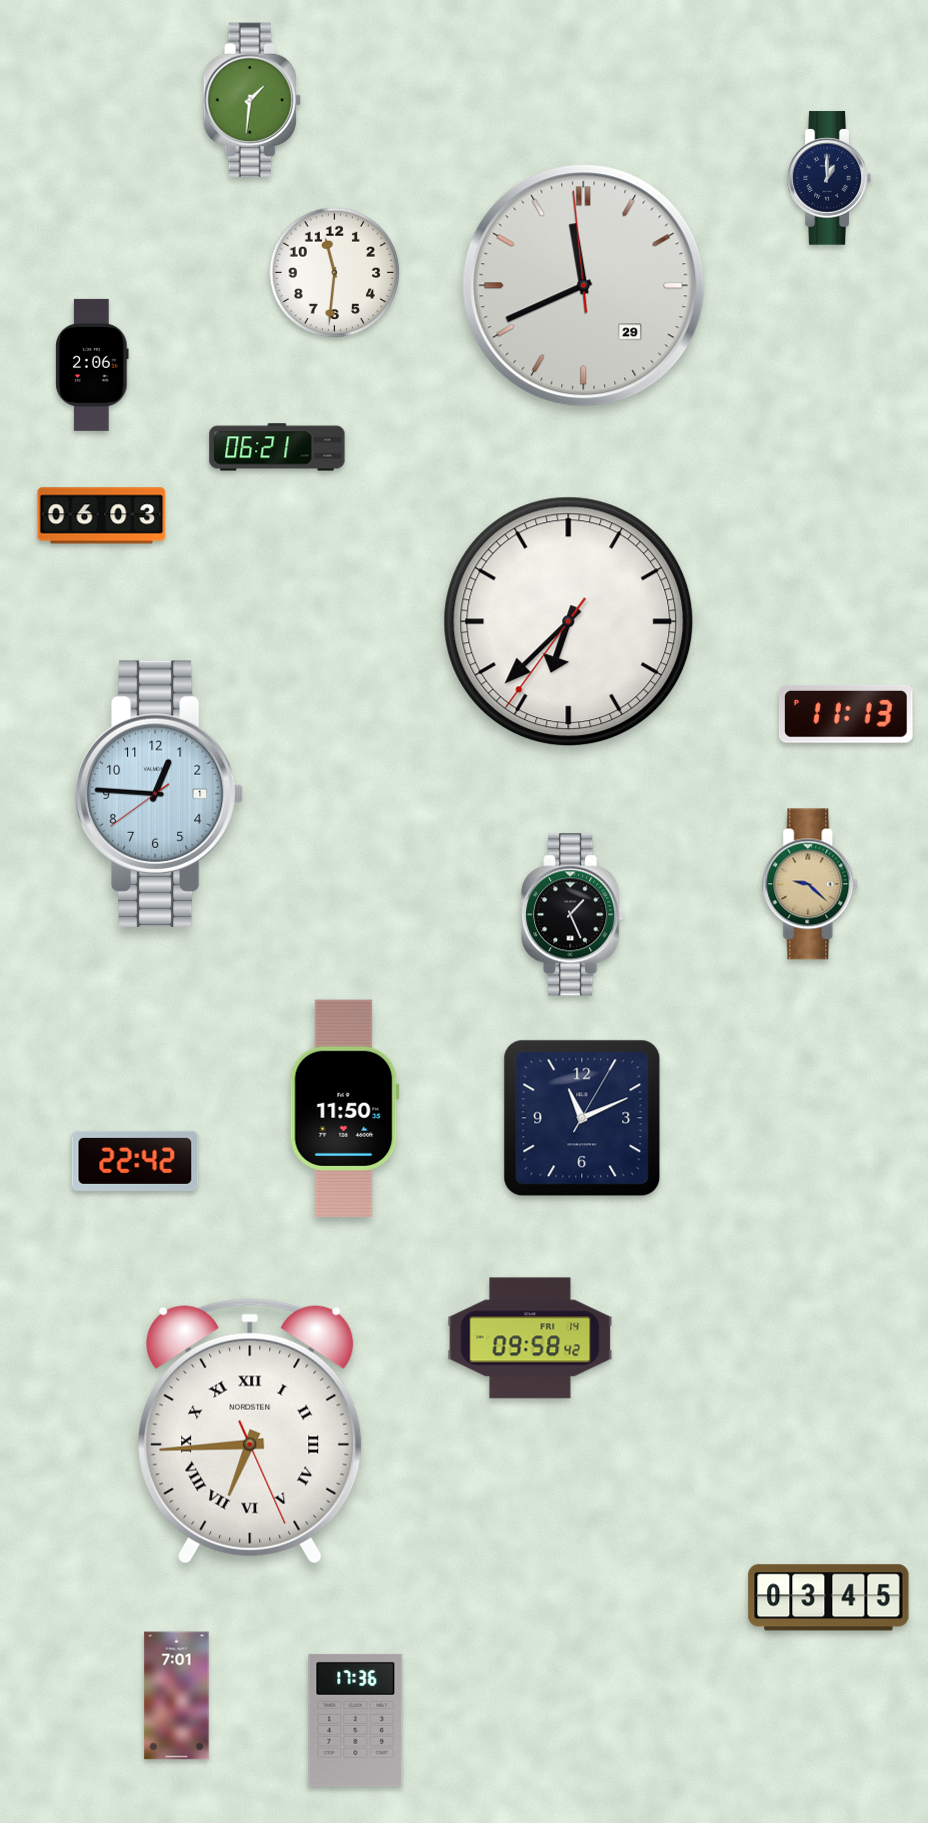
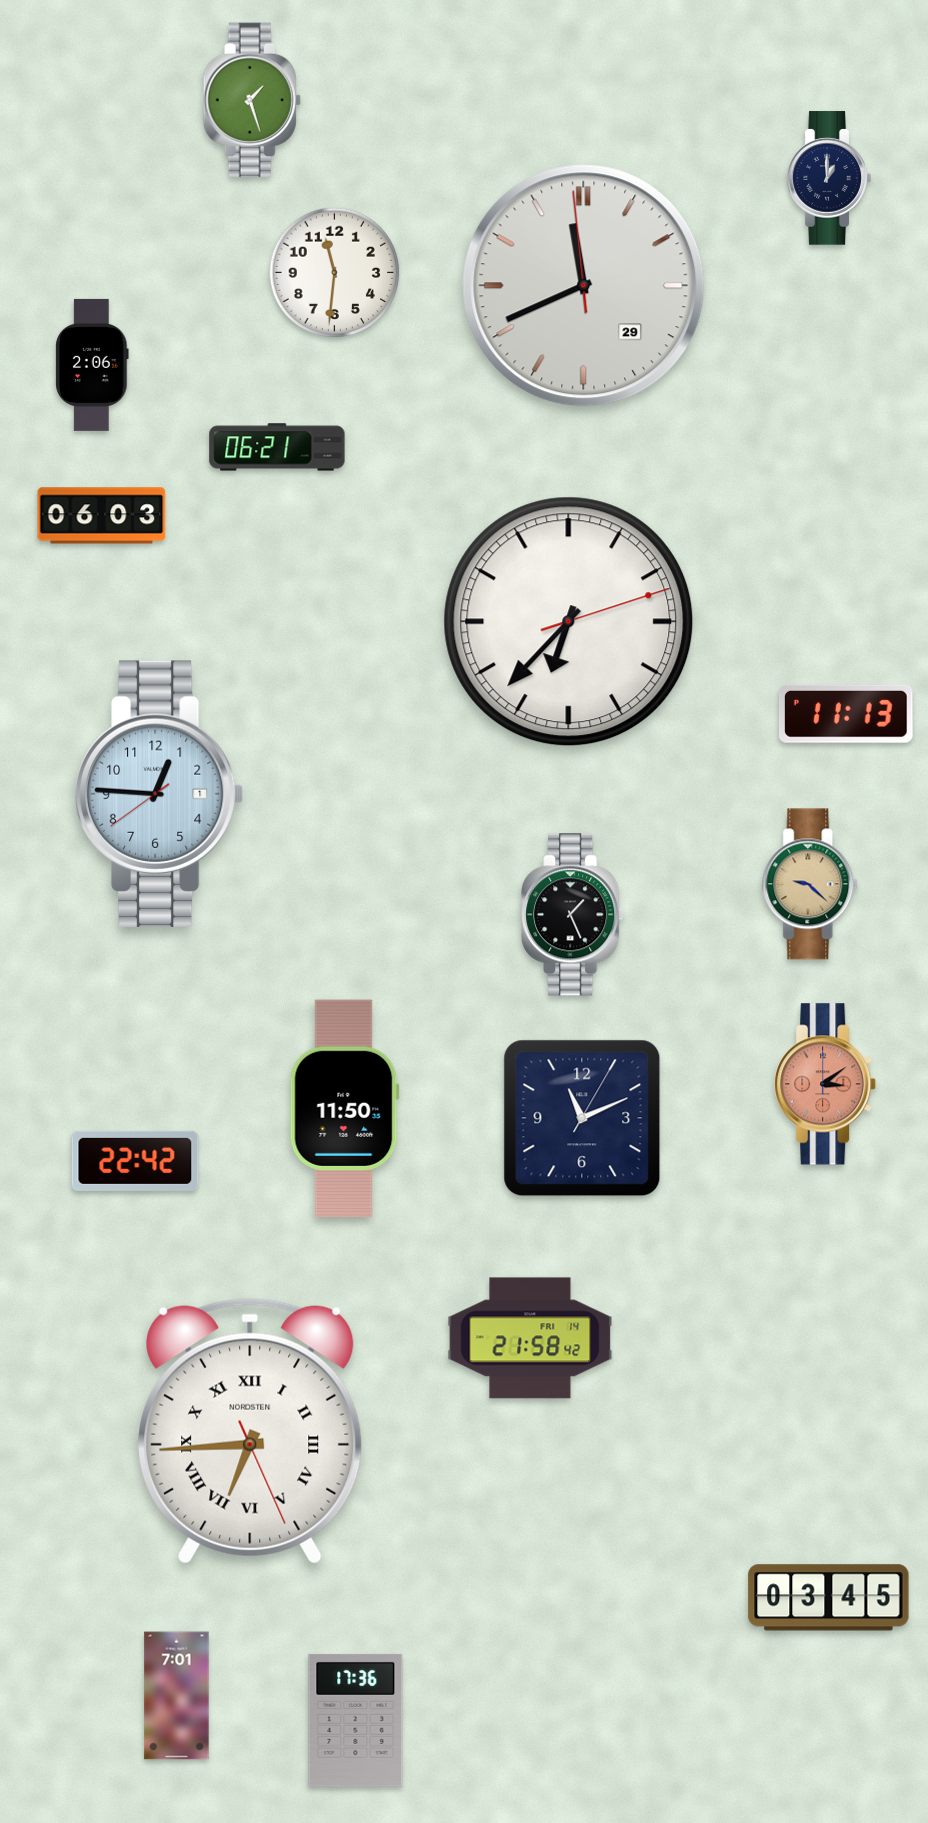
clock at (252, 100): 1:31 -> 1:27
clock at (569, 622): 6:37:36 -> 6:37:12
clock at (826, 1084): none -> 3:09
clock at (530, 1338): 09:58 -> 21:58
